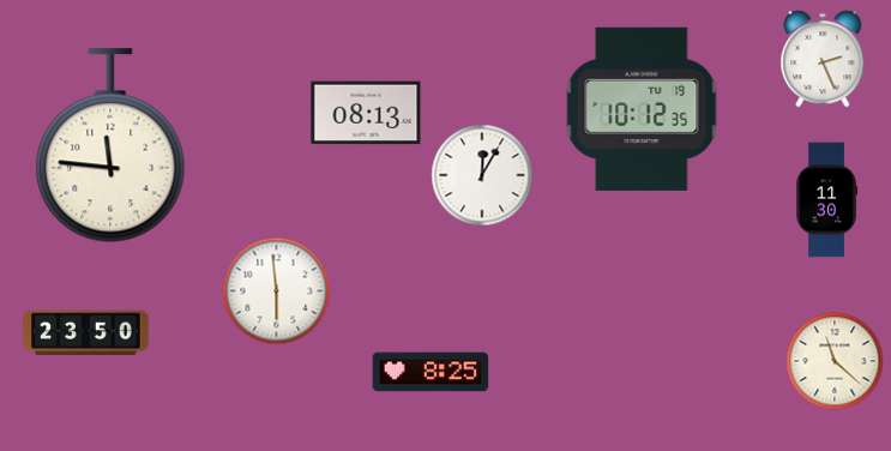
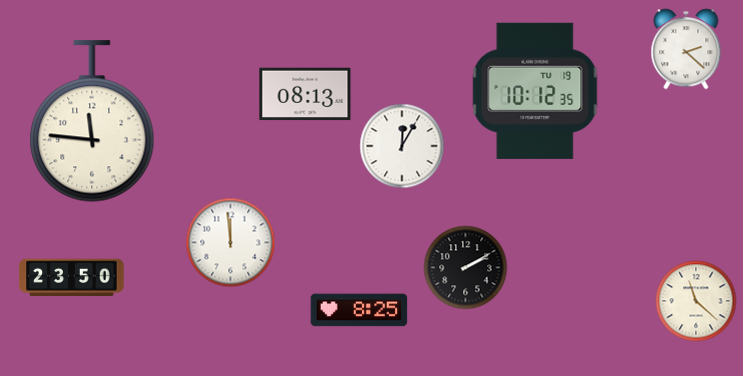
clock at (823, 59): 2:26 -> 2:22
clock at (827, 200): 11:30 -> none
clock at (277, 291): 5:59 -> 11:59
clock at (466, 268): none -> 2:10
